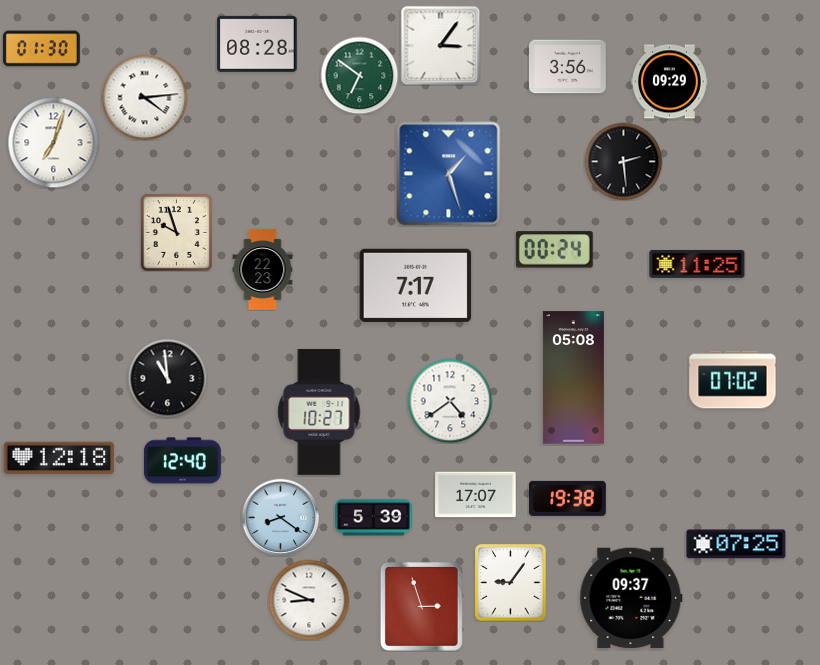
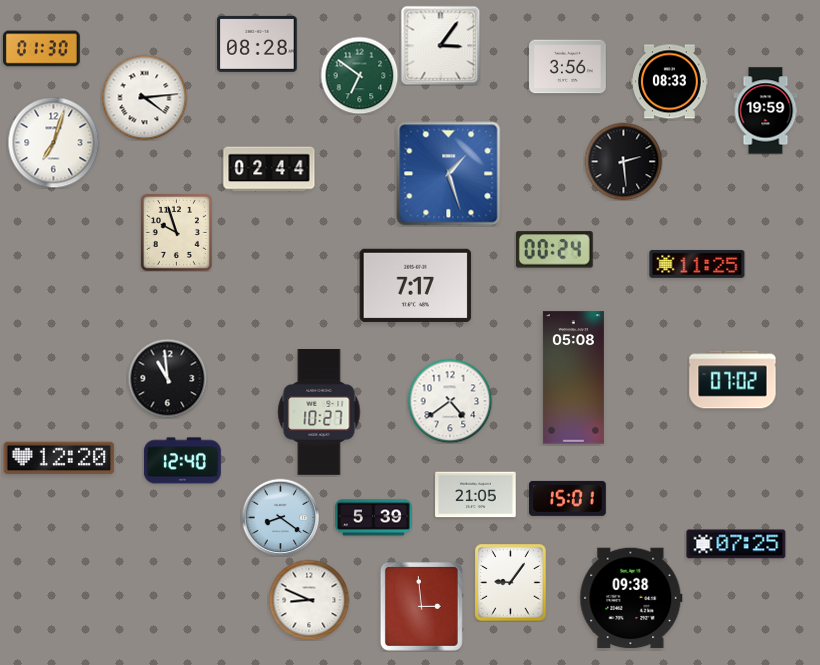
clock at (670, 82): 09:29 -> 08:33
clock at (766, 111): none -> 19:59
clock at (269, 169): none -> 02:44
clock at (263, 270): 22:23 -> none
clock at (59, 458): 12:18 -> 12:20
clock at (476, 495): 17:07 -> 21:05
clock at (567, 498): 19:38 -> 15:01
clock at (631, 598): 09:37 -> 09:38
clock at (421, 606): 2:57 -> 2:59
